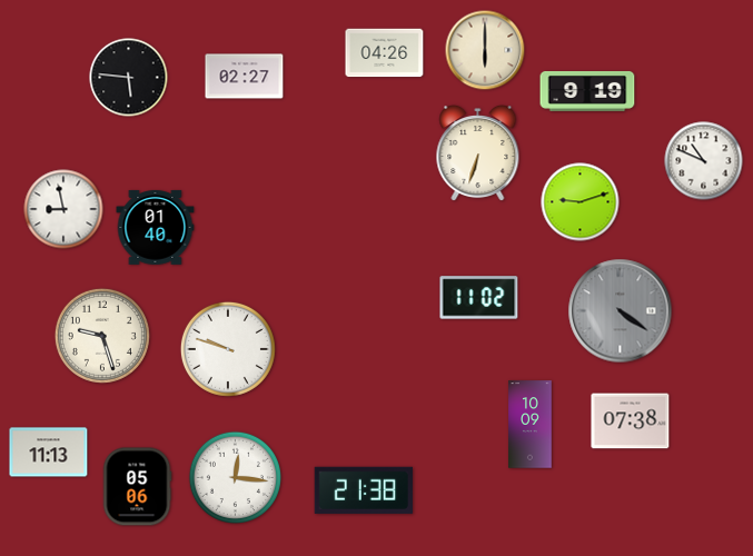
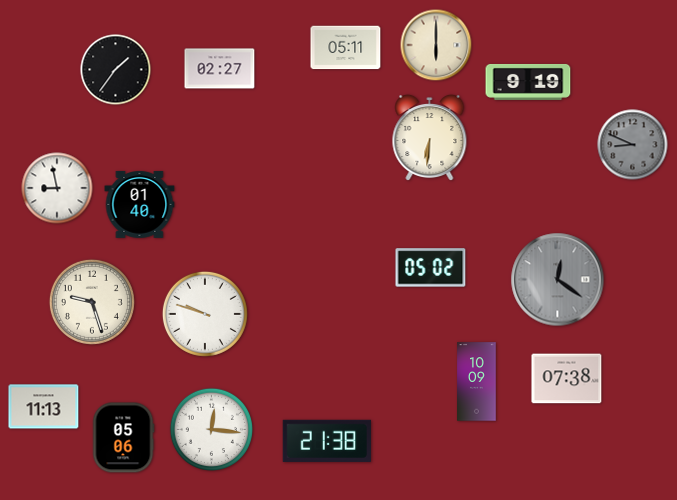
clock at (385, 53): 04:26 -> 05:11
clock at (129, 78): 5:46 -> 1:36
clock at (478, 153): 6:33 -> 6:31
clock at (704, 161): 10:49 -> 8:49
clock at (704, 161) dial: white -> grey
clock at (581, 202): 9:12 -> none
clock at (479, 298): 11:02 -> 05:02
clock at (621, 311): 4:21 -> 12:21
